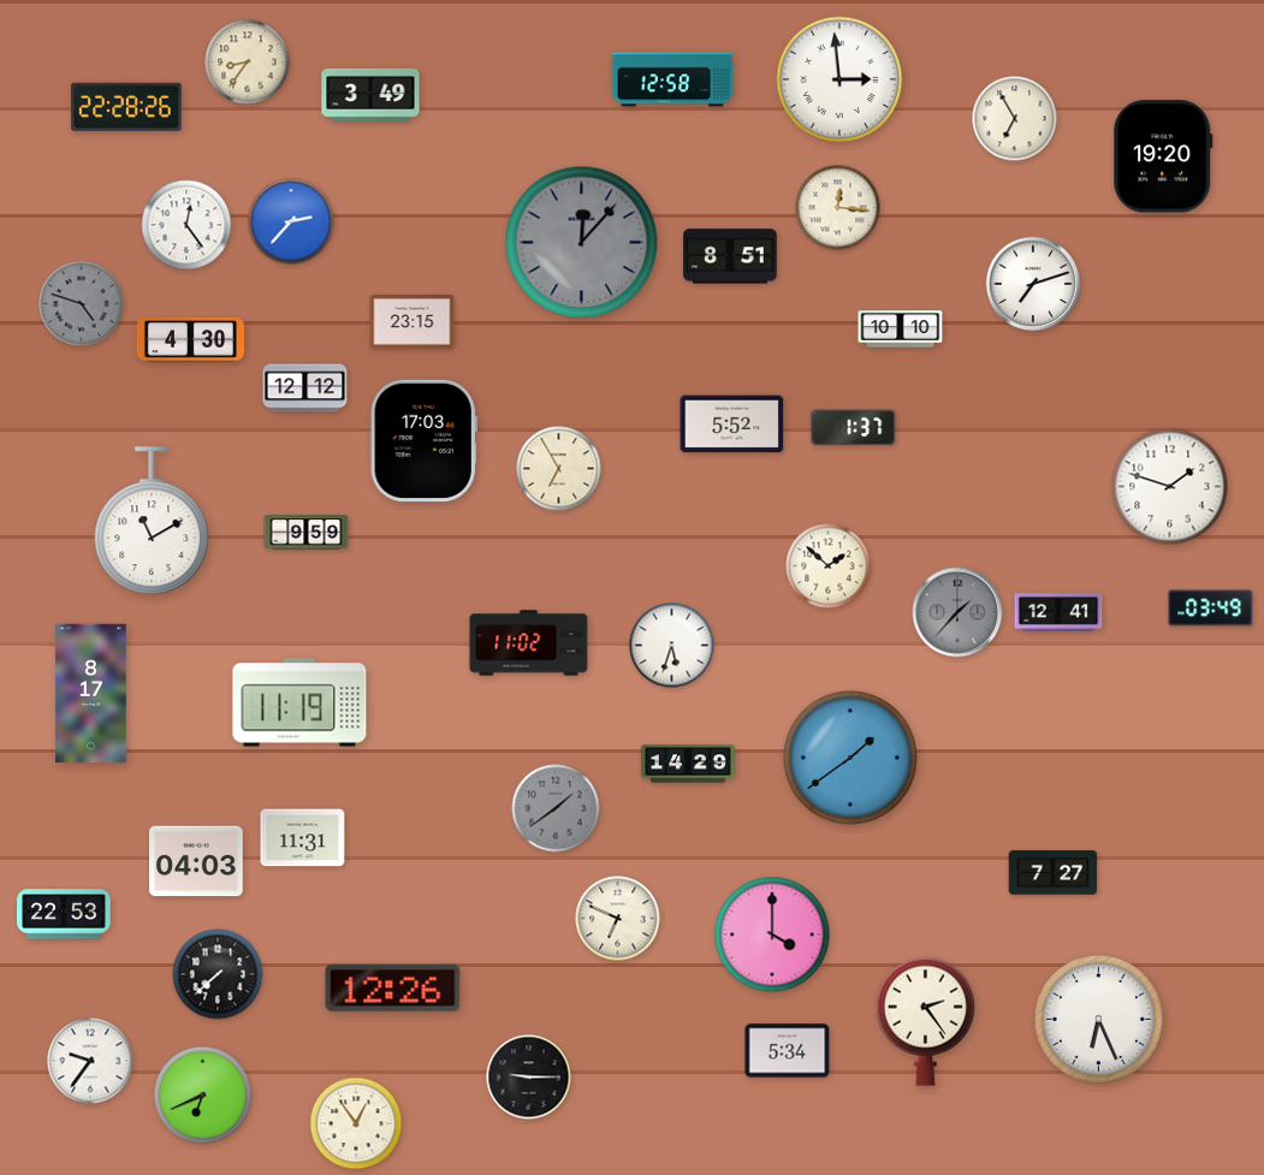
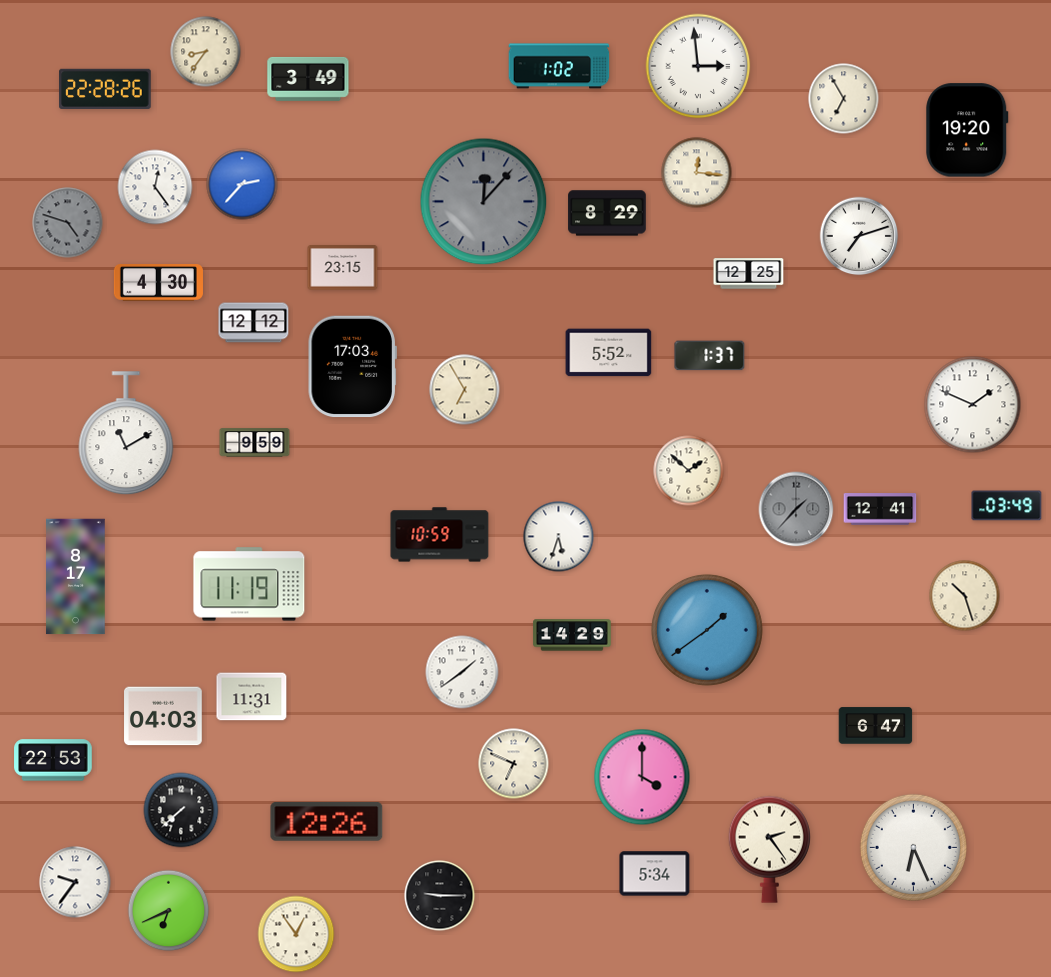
clock at (672, 79): 12:58 -> 1:02
clock at (730, 256): 8:51 -> 8:29
clock at (82, 304) position: (82, 304) -> (68, 223)
clock at (901, 330): 10:10 -> 12:25
clock at (1170, 487): 1:48 -> 1:49
clock at (529, 643): 11:02 -> 10:59
clock at (965, 596): none -> 10:27
clock at (556, 808) dial: grey -> white
clock at (1054, 873): 7:27 -> 6:47
